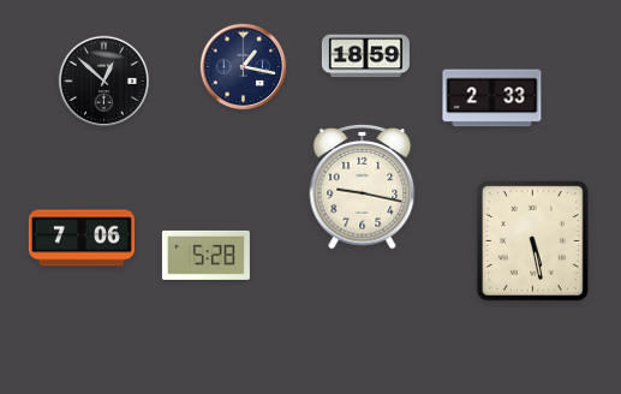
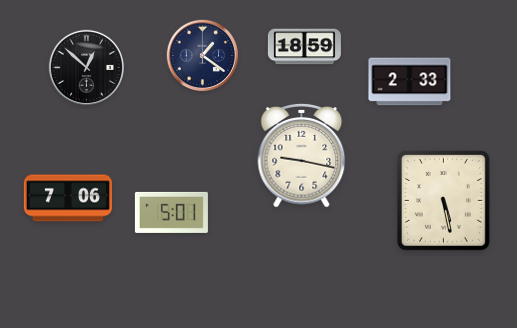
clock at (244, 67): 1:17 -> 1:21
clock at (205, 255): 5:28 -> 5:01
